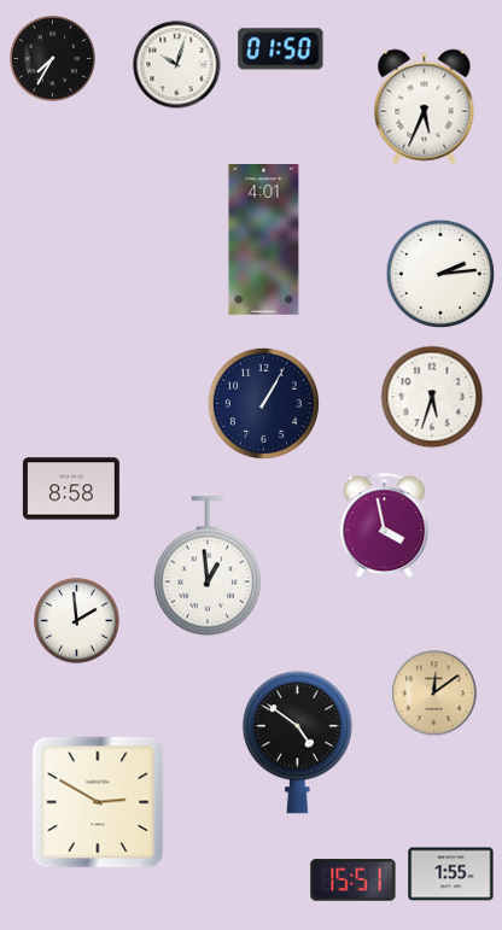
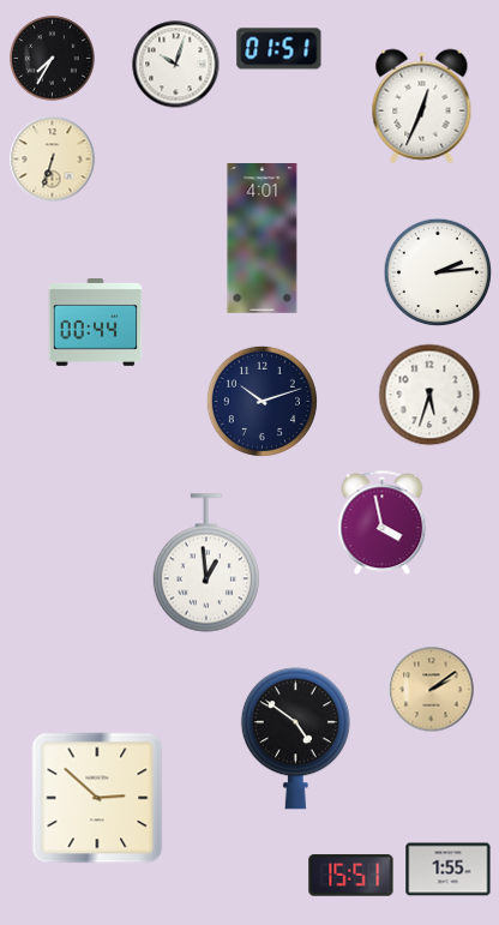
clock at (281, 49): 01:50 -> 01:51
clock at (425, 107): 5:34 -> 12:34
clock at (53, 160): none -> 6:33
clock at (96, 323): none -> 00:44
clock at (263, 403): 1:05 -> 10:12
clock at (71, 489): 8:58 -> none
clock at (77, 621): 1:59 -> none
clock at (434, 694): 12:09 -> 2:09
clock at (98, 802): 2:50 -> 2:52
